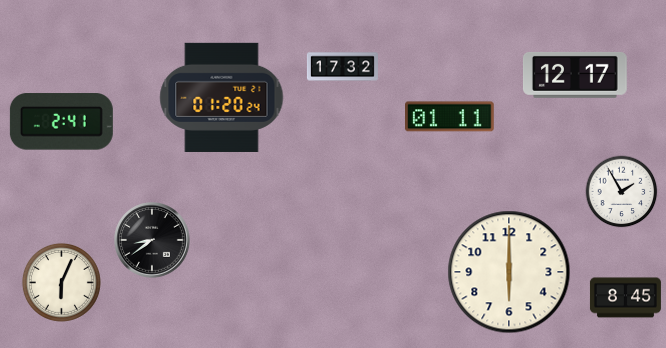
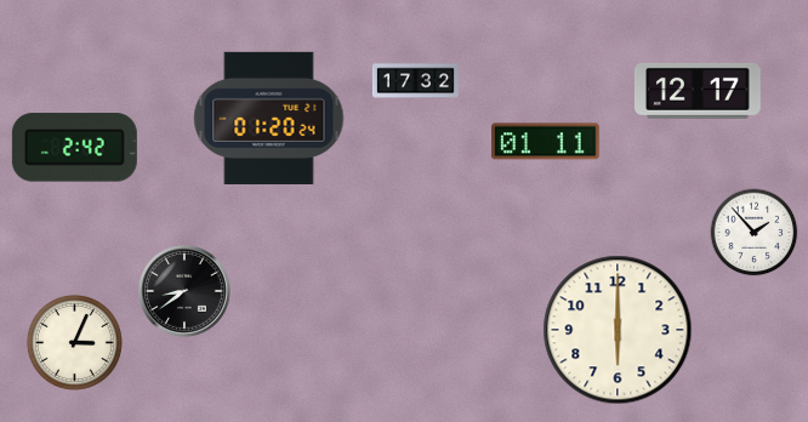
clock at (61, 122): 2:41 -> 2:42
clock at (622, 192): 1:55 -> 1:53
clock at (61, 282): 6:04 -> 3:04
clock at (625, 298): 8:45 -> none
